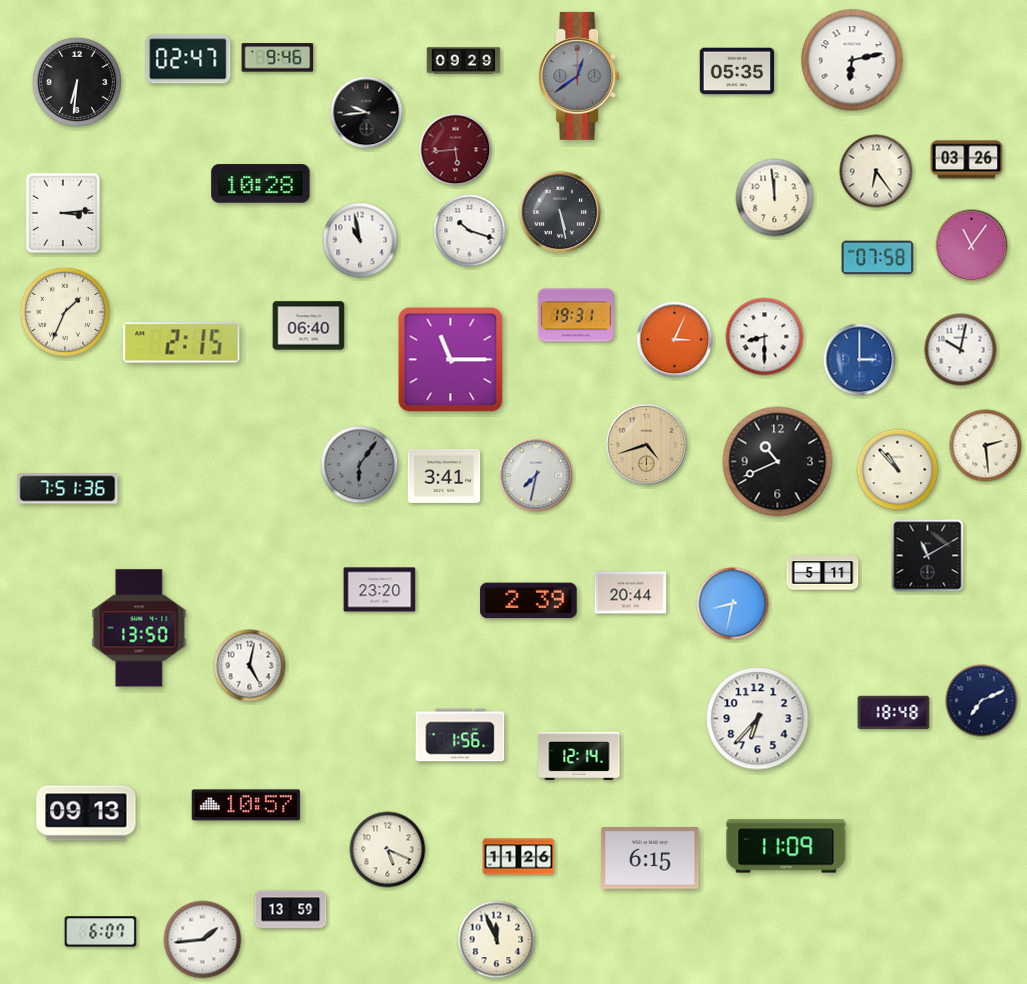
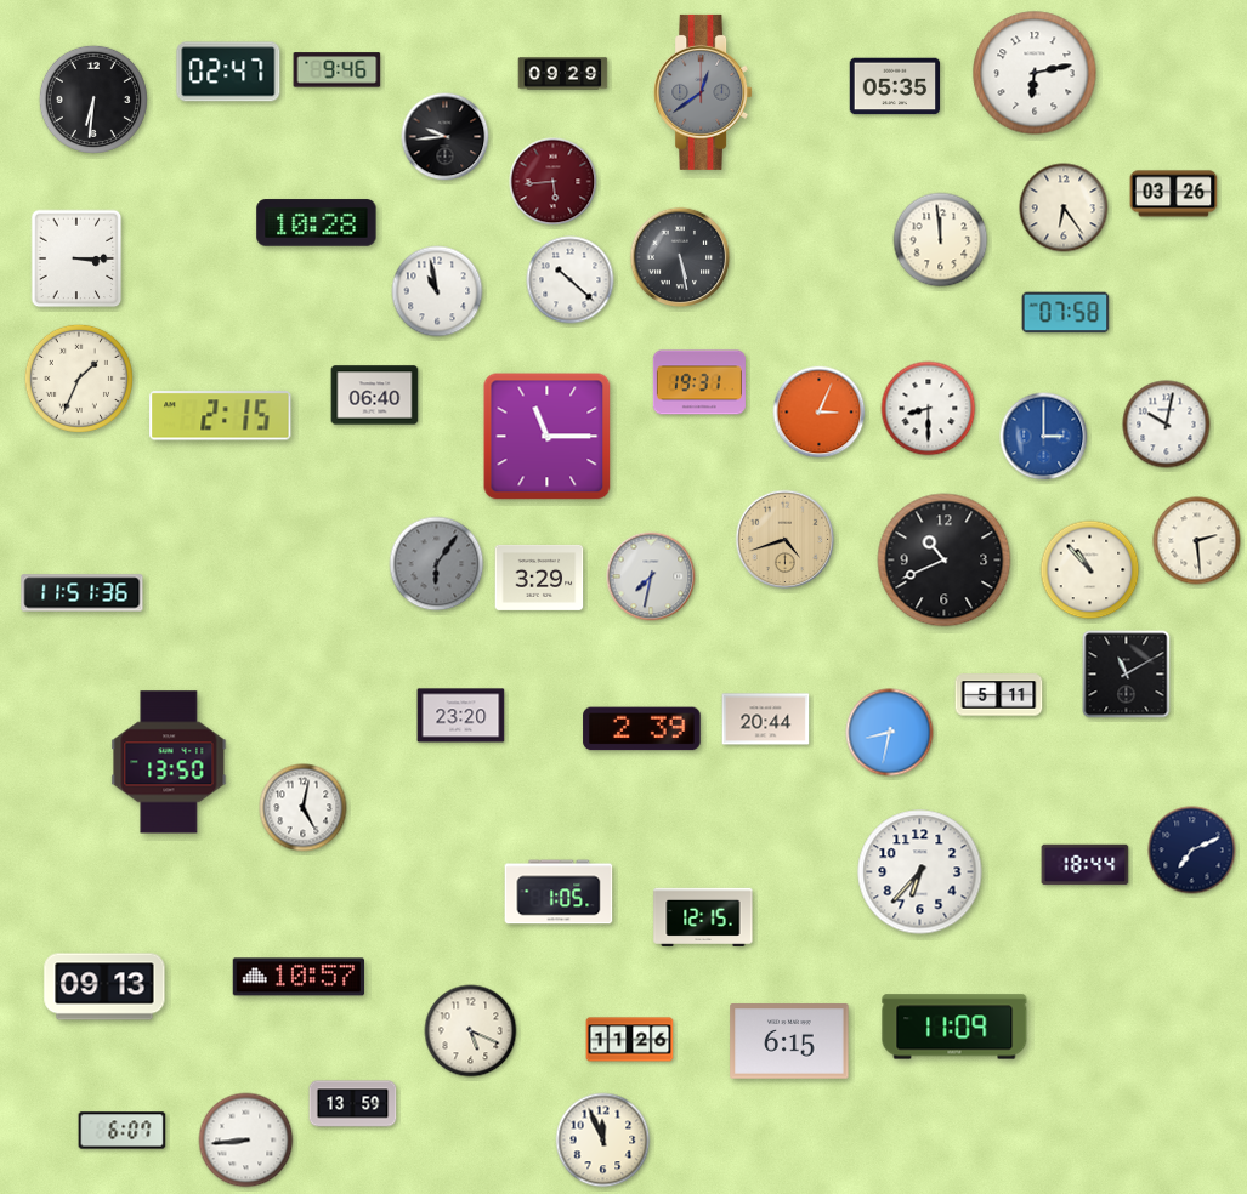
clock at (63, 213): 3:14 -> 3:15
clock at (470, 231): 10:18 -> 10:22
clock at (972, 246): 11:06 -> none
clock at (444, 476): 3:41 -> 3:29
clock at (68, 489): 7:51 -> 11:51
clock at (894, 713): 18:48 -> 18:44
clock at (460, 735): 1:56 -> 1:05
clock at (579, 756): 12:14 -> 12:15
clock at (203, 940): 1:44 -> 8:44
